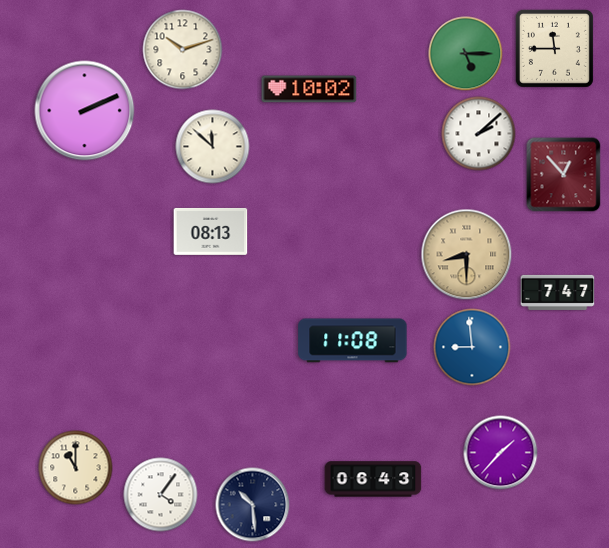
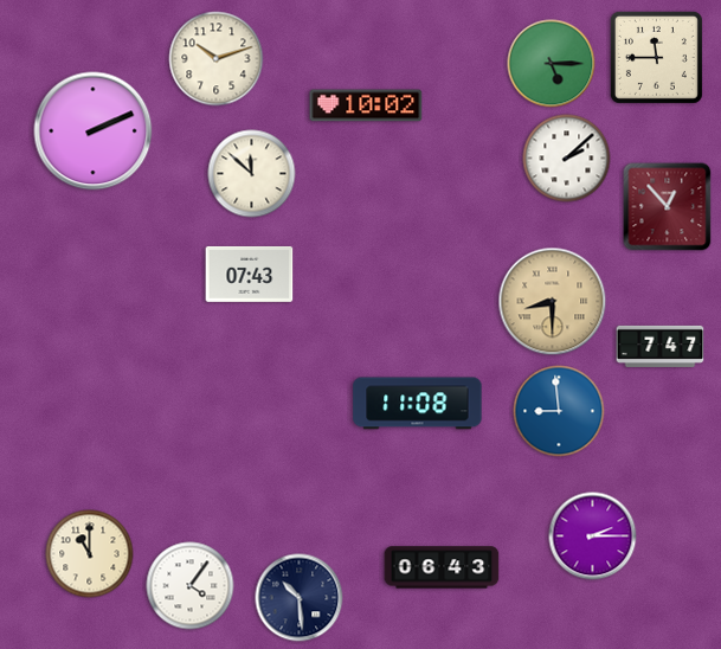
clock at (85, 111) position: (85, 111) -> (94, 131)
clock at (211, 231): 08:13 -> 07:43
clock at (501, 453): 1:37 -> 2:15
